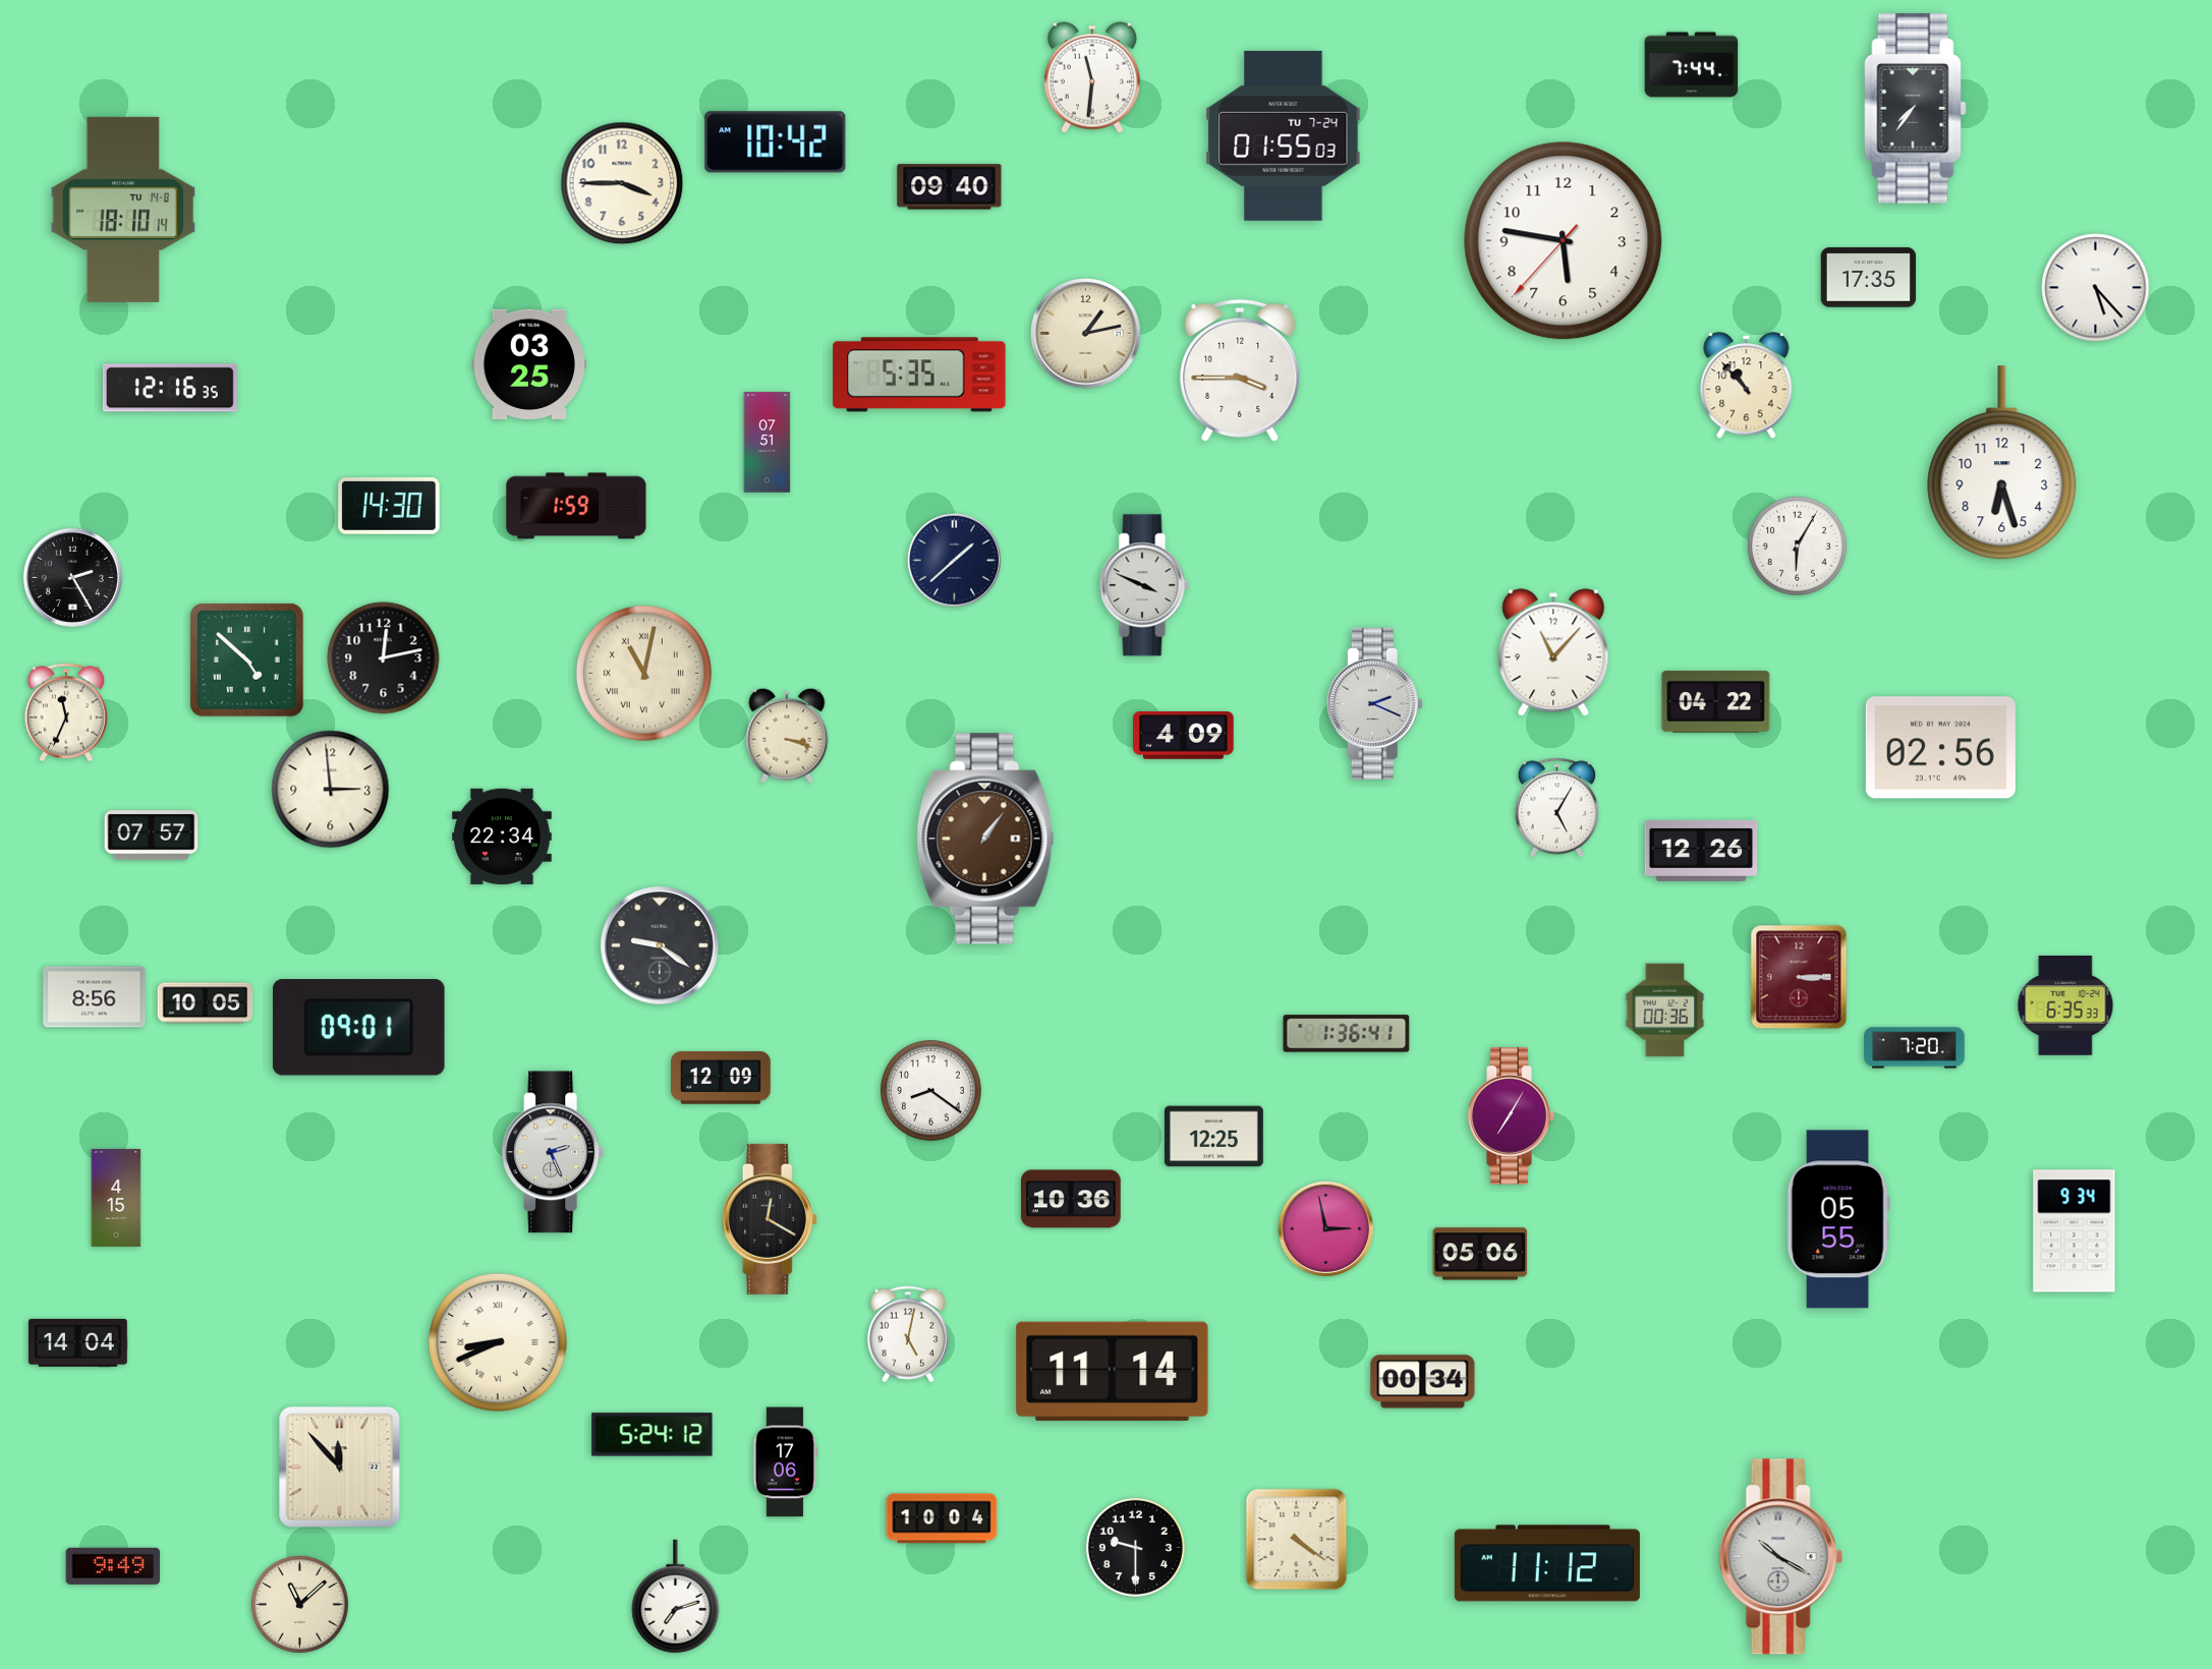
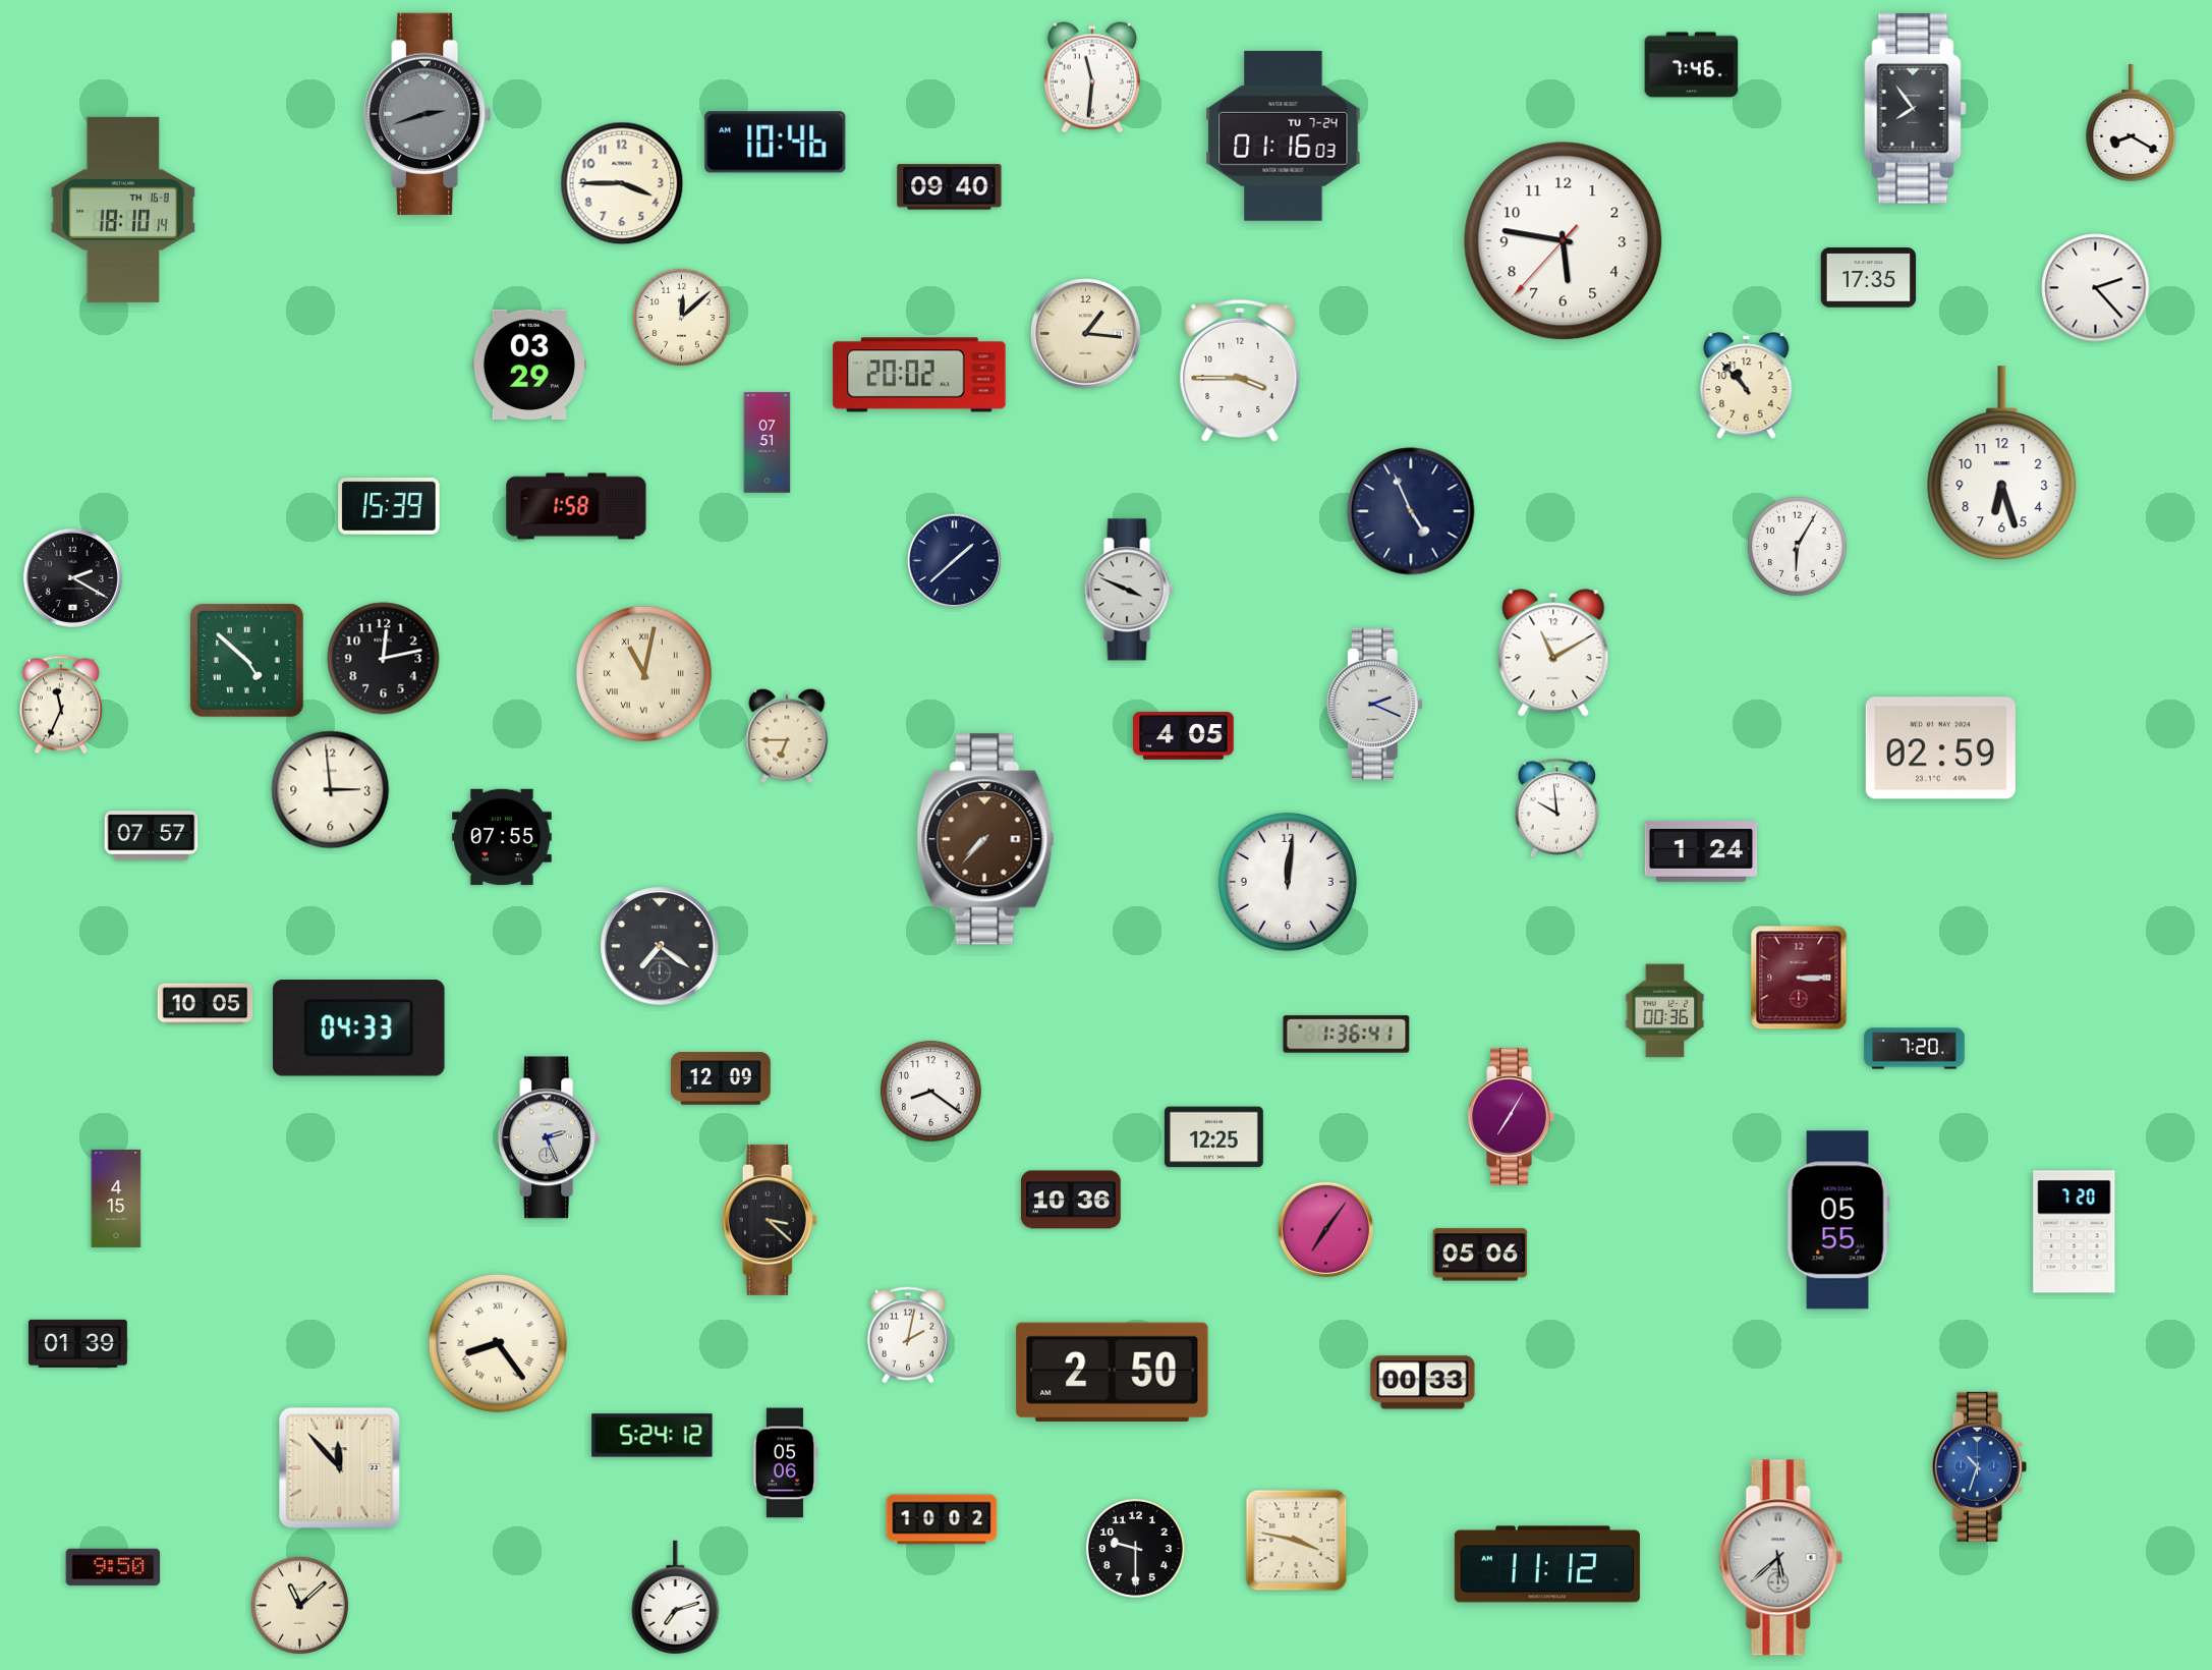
clock at (1692, 65): 7:44 -> 7:46
clock at (1916, 109): 7:36 -> 7:54
clock at (428, 114): none -> 2:42
clock at (2132, 122): none -> 8:20
clock at (1284, 135): 01:55 -> 01:16
clock at (776, 142): 10:42 -> 10:46
clock at (123, 210) date: TU 14-8 -> TH 16-8
clock at (2096, 288): 5:23 -> 2:23
clock at (681, 317): none -> 12:08
clock at (1086, 334): 1:13 -> 1:16
clock at (529, 364): 03:25 -> 03:29
clock at (919, 375): 5:35 -> 20:02
clock at (170, 388): 12:16 -> none
clock at (389, 506): 14:30 -> 15:39
clock at (576, 506): 1:59 -> 1:58
clock at (1411, 511): none -> 4:56
clock at (72, 577): 2:25 -> 2:20
clock at (1144, 585) position: (1144, 585) -> (1129, 590)
clock at (1553, 652): 11:07 -> 11:10
clock at (1716, 702): 04:22 -> none
clock at (66, 712) position: (66, 712) -> (61, 705)
clock at (787, 736): 3:18 -> 6:45
clock at (1184, 736): 4:09 -> 4:05
clock at (1940, 748): 02:56 -> 02:59
clock at (1556, 808): 5:05 -> 9:59
clock at (503, 837): 22:34 -> 07:55
clock at (985, 839): 1:06 -> 7:37
clock at (1701, 851): 12:26 -> 1:24
clock at (1288, 882): none -> 12:01
clock at (660, 945): 9:21 -> 7:21
clock at (95, 997): 8:56 -> none
clock at (2065, 1006): 6:35 -> none
clock at (358, 1028): 09:01 -> 04:33
clock at (553, 1152) position: (553, 1152) -> (549, 1137)
clock at (770, 1219): 12:20 -> 3:22
clock at (1325, 1228): 2:58 -> 7:06
clock at (2075, 1231): 9:34 -> 7:20
clock at (908, 1334): 5:02 -> 2:02
clock at (77, 1342): 14:04 -> 01:39
clock at (498, 1342): 8:41 -> 8:24
clock at (1113, 1371): 11:14 -> 2:50
clock at (1423, 1382): 00:34 -> 00:33
clock at (785, 1462): 17:06 -> 05:06
clock at (1979, 1466): none -> 10:33
clock at (942, 1518): 10:04 -> 10:02
clock at (1297, 1540): 4:21 -> 3:47
clock at (1780, 1557): 10:20 -> 5:38
clock at (113, 1566): 9:49 -> 9:50
